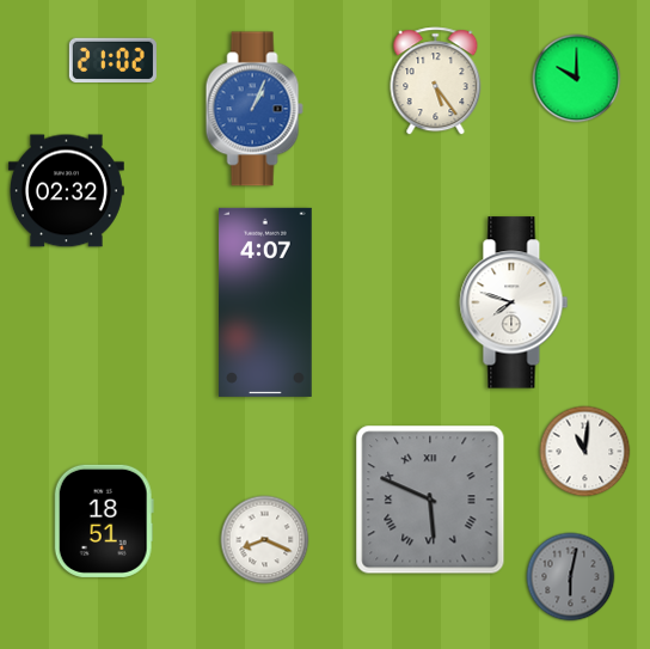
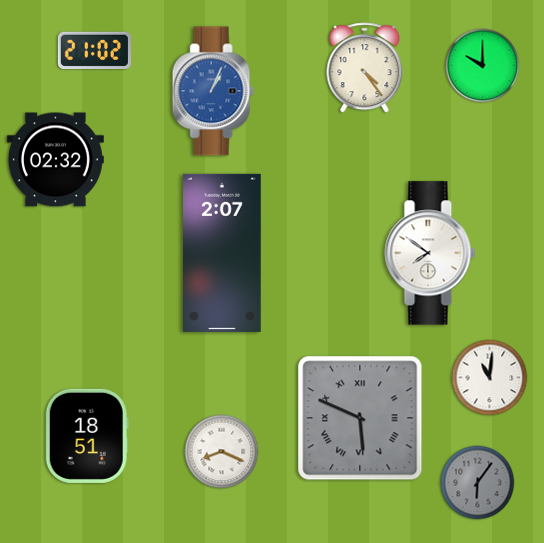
clock at (436, 81): 5:24 -> 4:24
clock at (266, 302): 4:07 -> 2:07
clock at (514, 302): 7:48 -> 7:51
clock at (571, 577): 6:02 -> 6:06
